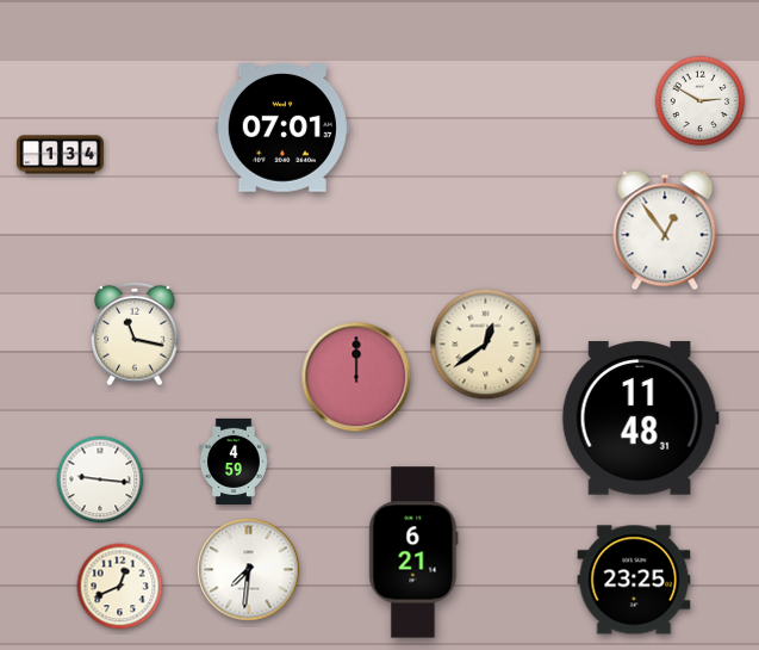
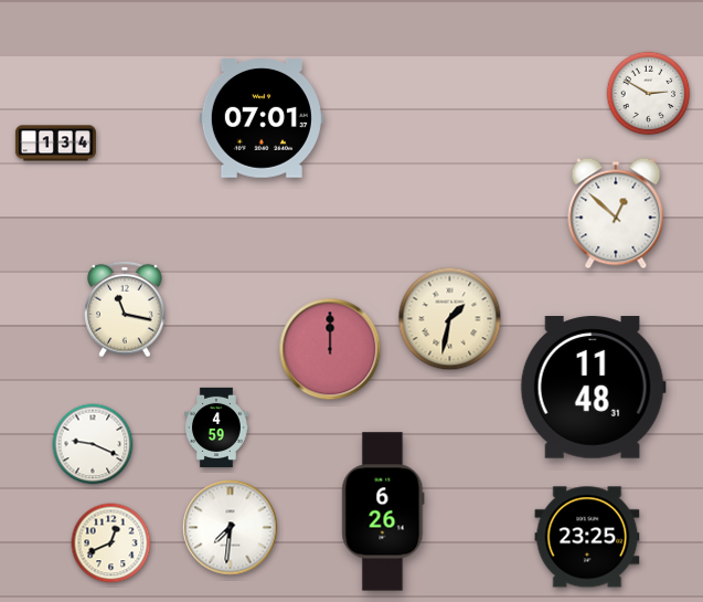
clock at (665, 230): 12:54 -> 12:52
clock at (486, 345): 12:39 -> 1:32
clock at (100, 479): 9:16 -> 9:19
clock at (413, 552): 6:21 -> 6:26
